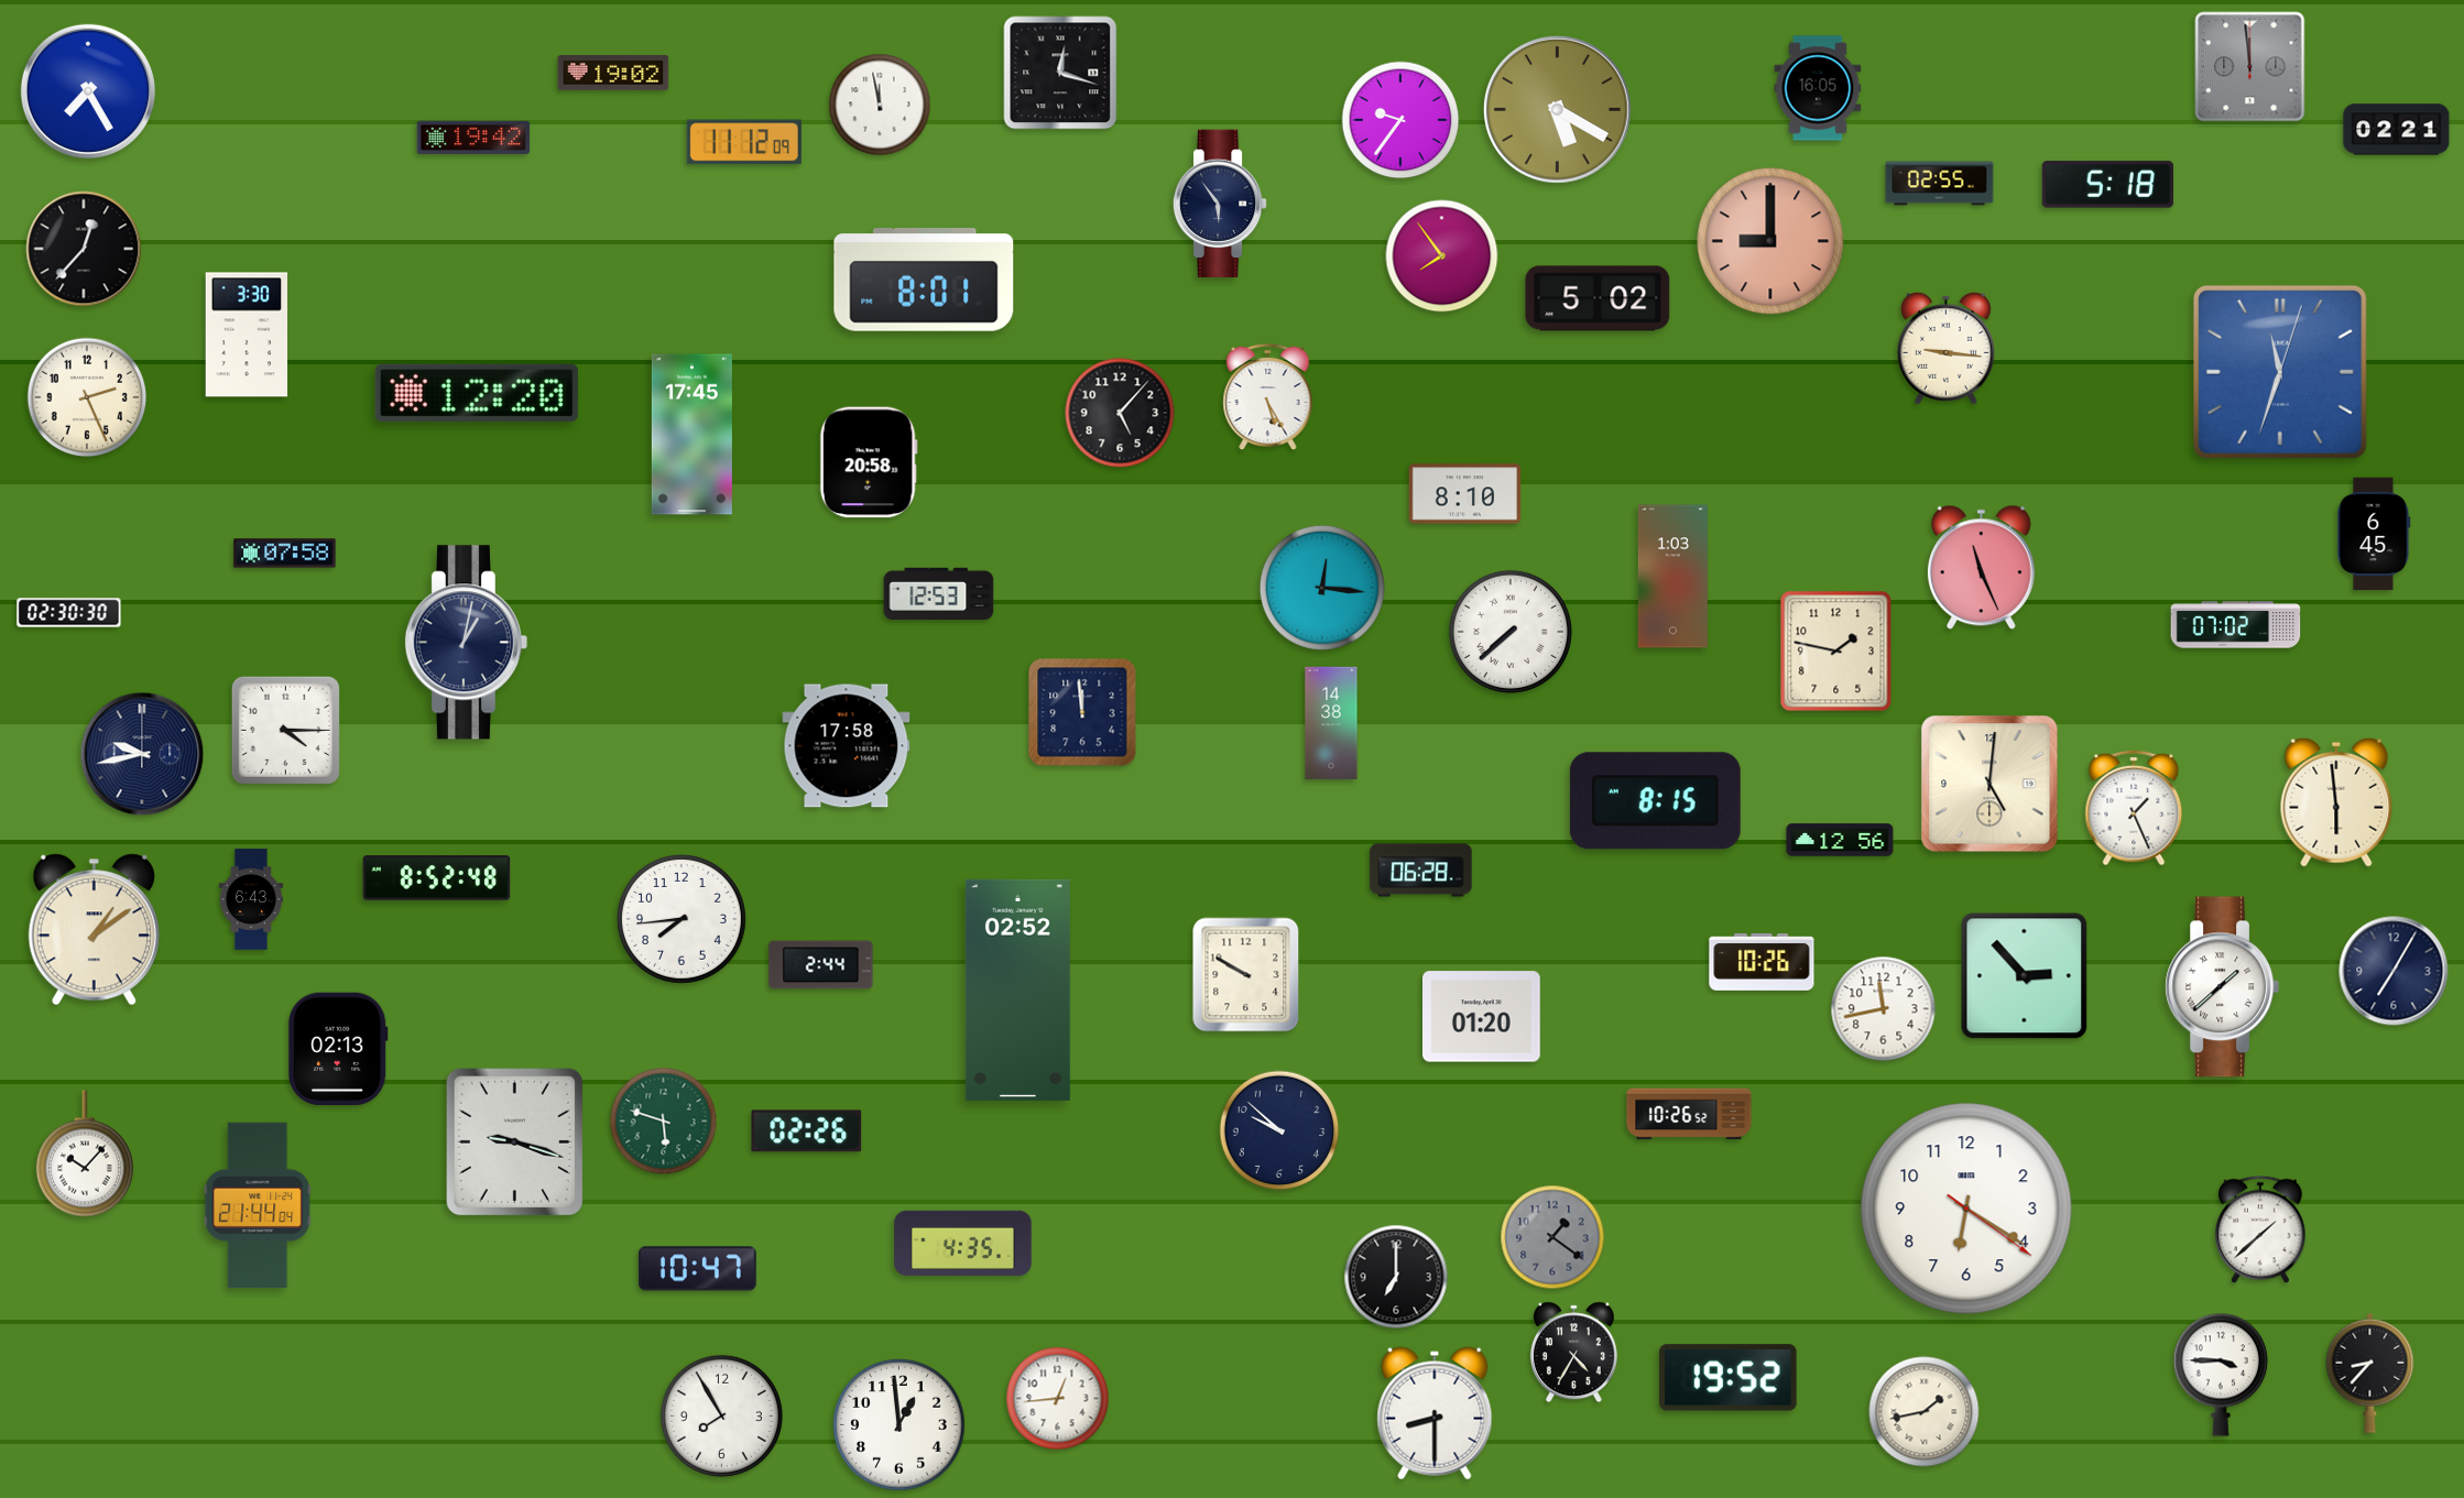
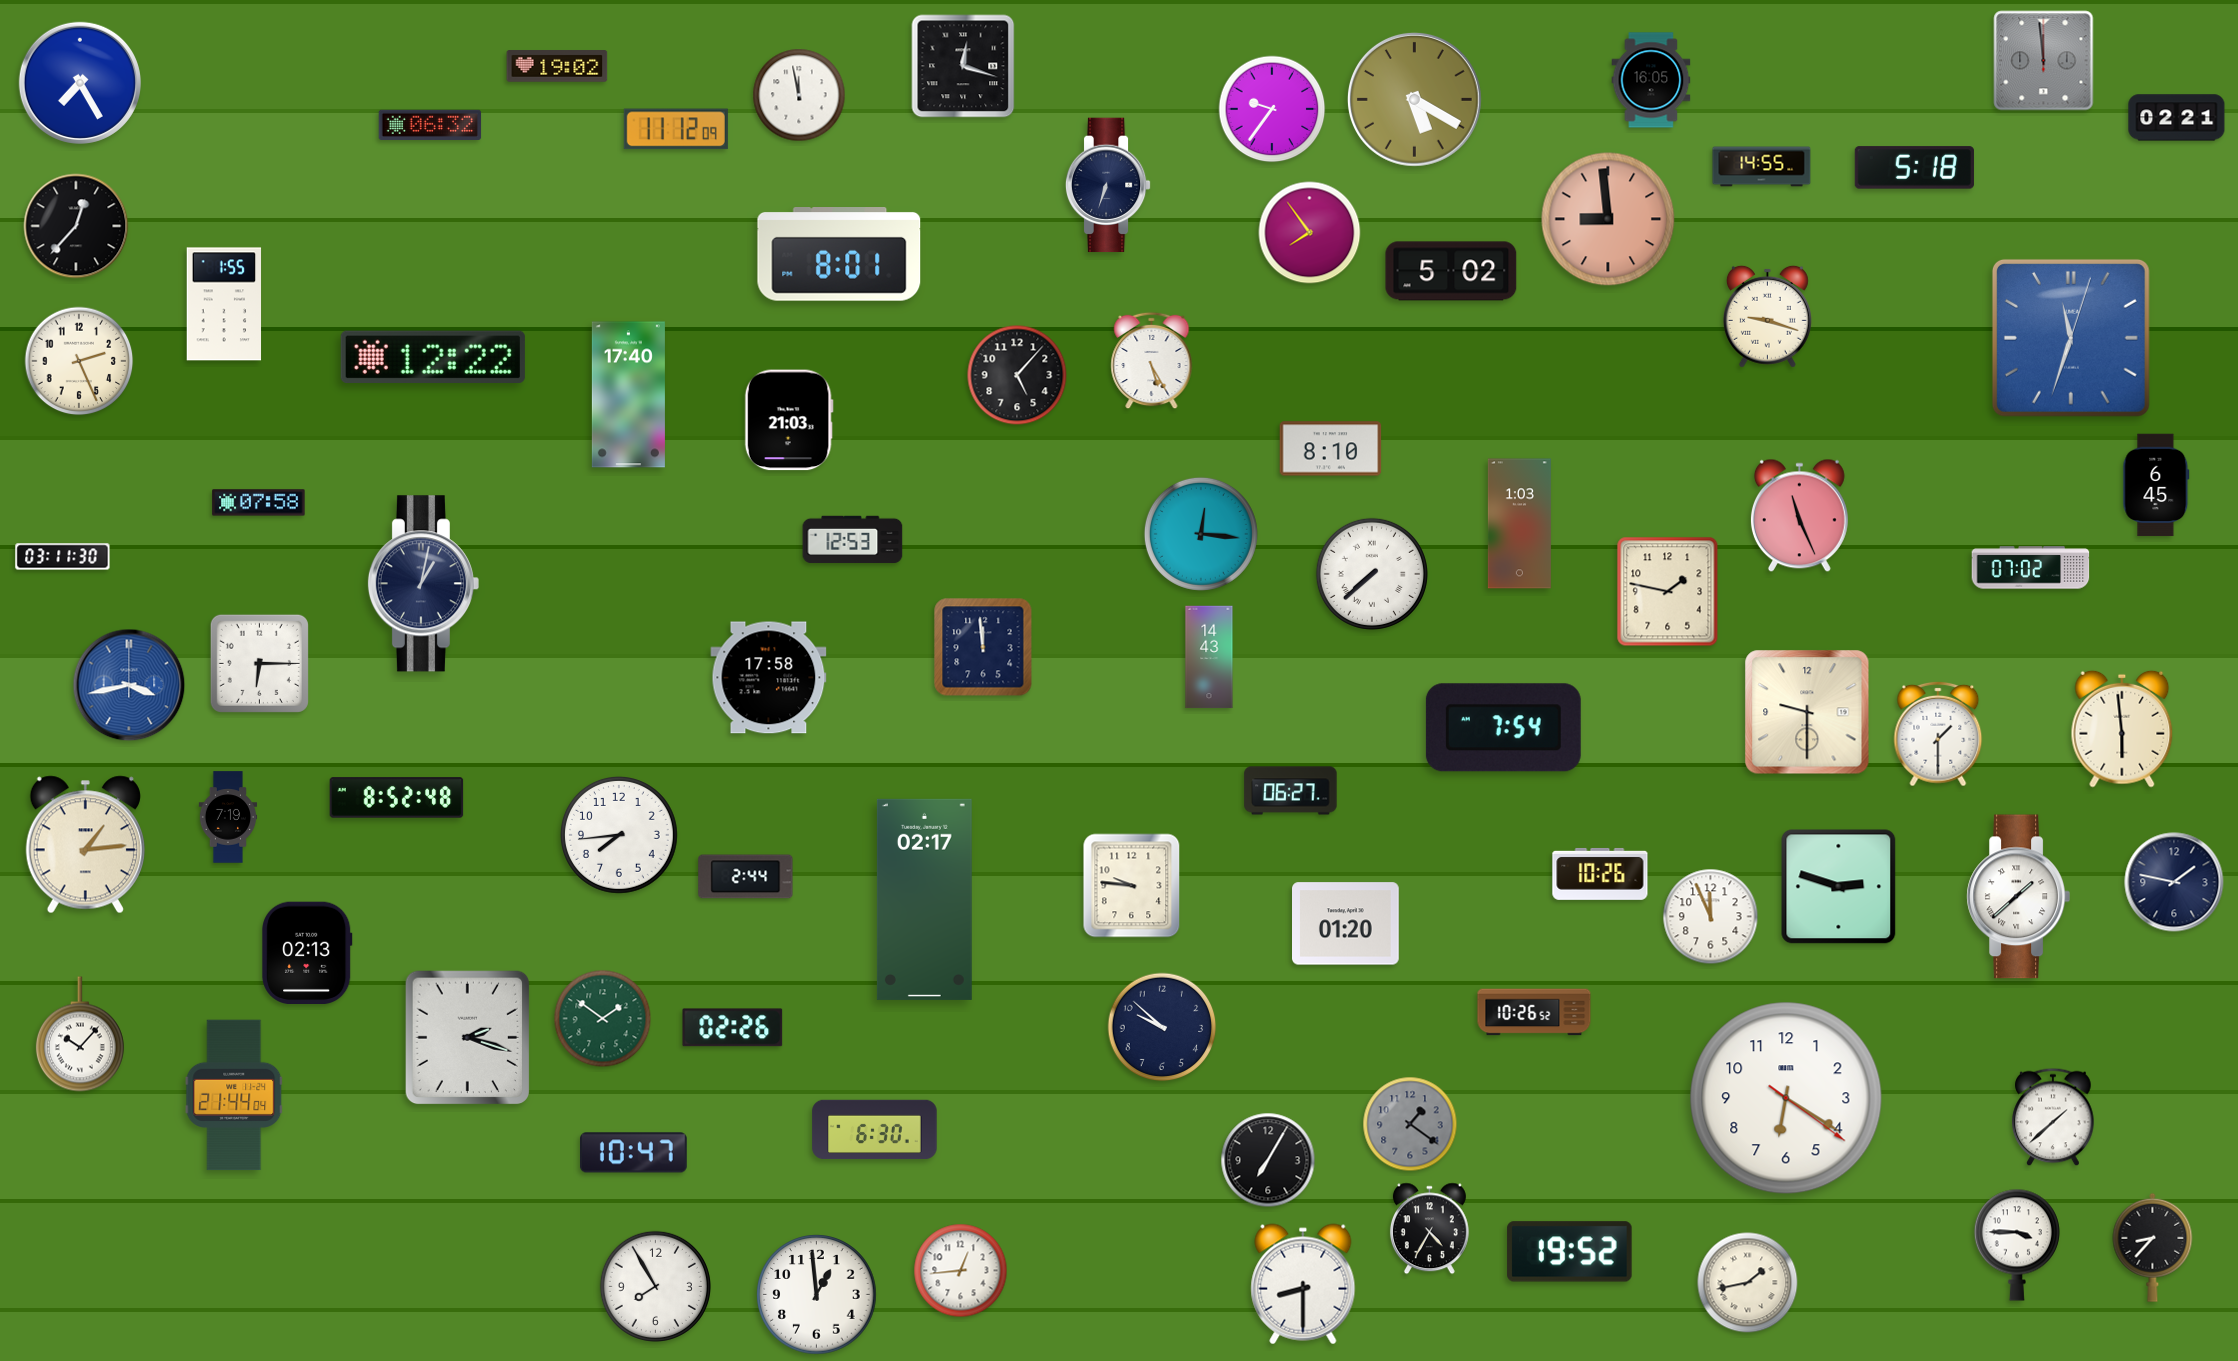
clock at (473, 138): 19:42 -> 06:32
clock at (1940, 184): 02:55 -> 14:55
clock at (1220, 204): 5:54 -> 6:33
clock at (1770, 241): 9:00 -> 8:59
clock at (247, 335): 3:30 -> 1:55
clock at (1945, 348): 9:16 -> 9:18
clock at (477, 392): 12:20 -> 12:22
clock at (691, 435): 17:45 -> 17:40
clock at (869, 462): 20:58 -> 21:03
clock at (69, 613): 02:30 -> 03:11
clock at (1331, 723): 14:38 -> 14:43
clock at (285, 730): 4:15 -> 6:15
clock at (142, 754): 9:43 -> 3:43
clock at (142, 754) dial: navy -> blue
clock at (1989, 784): 5:01 -> 9:30
clock at (1655, 801): 8:15 -> 7:54
clock at (2134, 808): 1:26 -> 1:30
clock at (1840, 840): 12:56 -> none
clock at (1421, 871): 06:28 -> 06:27
clock at (251, 899): 6:43 -> 7:19
clock at (94, 930): 1:09 -> 1:14
clock at (2394, 971): 7:05 -> 1:47
clock at (1246, 975): 9:50 -> 9:46
clock at (2025, 976): 2:53 -> 2:48
clock at (1017, 989): 02:52 -> 02:17
clock at (1884, 1009): 11:43 -> 11:56
clock at (664, 1122): 5:48 -> 1:51
clock at (514, 1142): 9:18 -> 2:18
clock at (85, 1153) position: (85, 1153) -> (80, 1034)
clock at (963, 1244): 4:35 -> 6:30
clock at (1396, 1277): 7:00 -> 7:05
clock at (2221, 1375) position: (2221, 1375) -> (2017, 1245)
